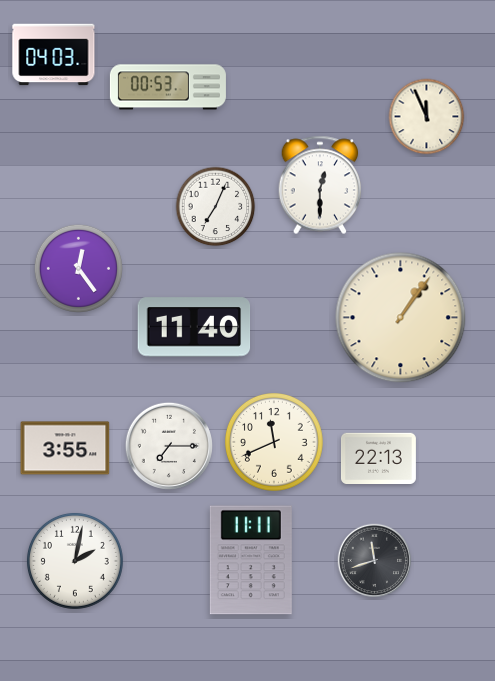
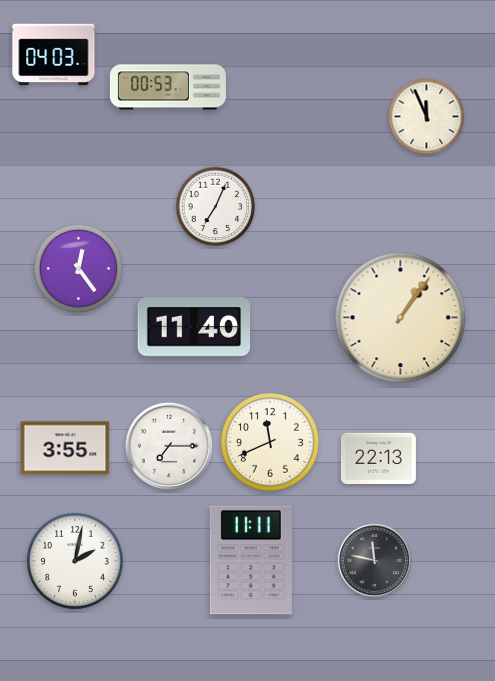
clock at (320, 185): 12:30 -> none
clock at (275, 443) position: (275, 443) -> (271, 443)
clock at (375, 561): 11:42 -> 11:47
